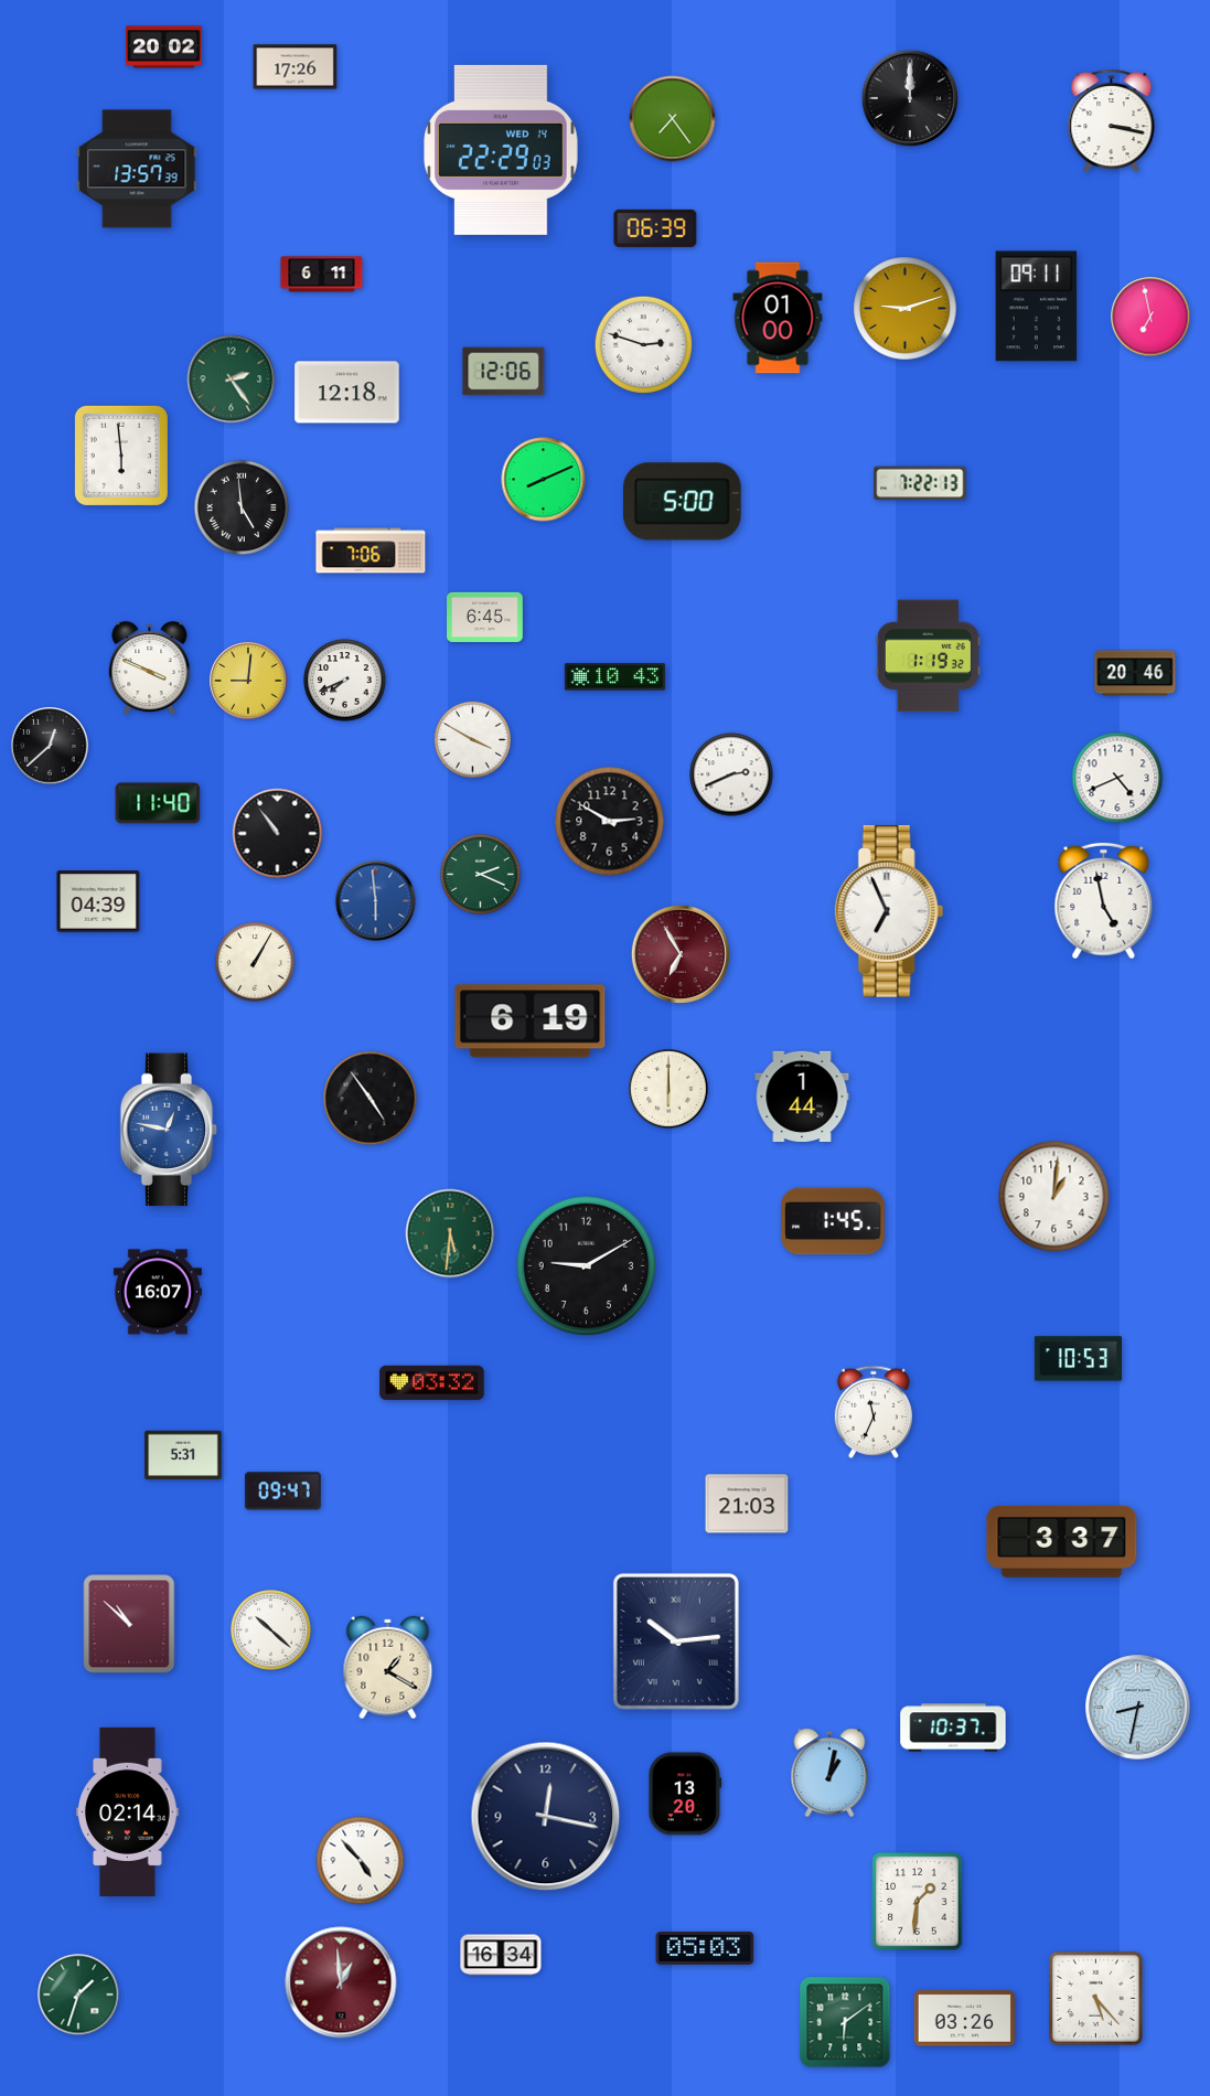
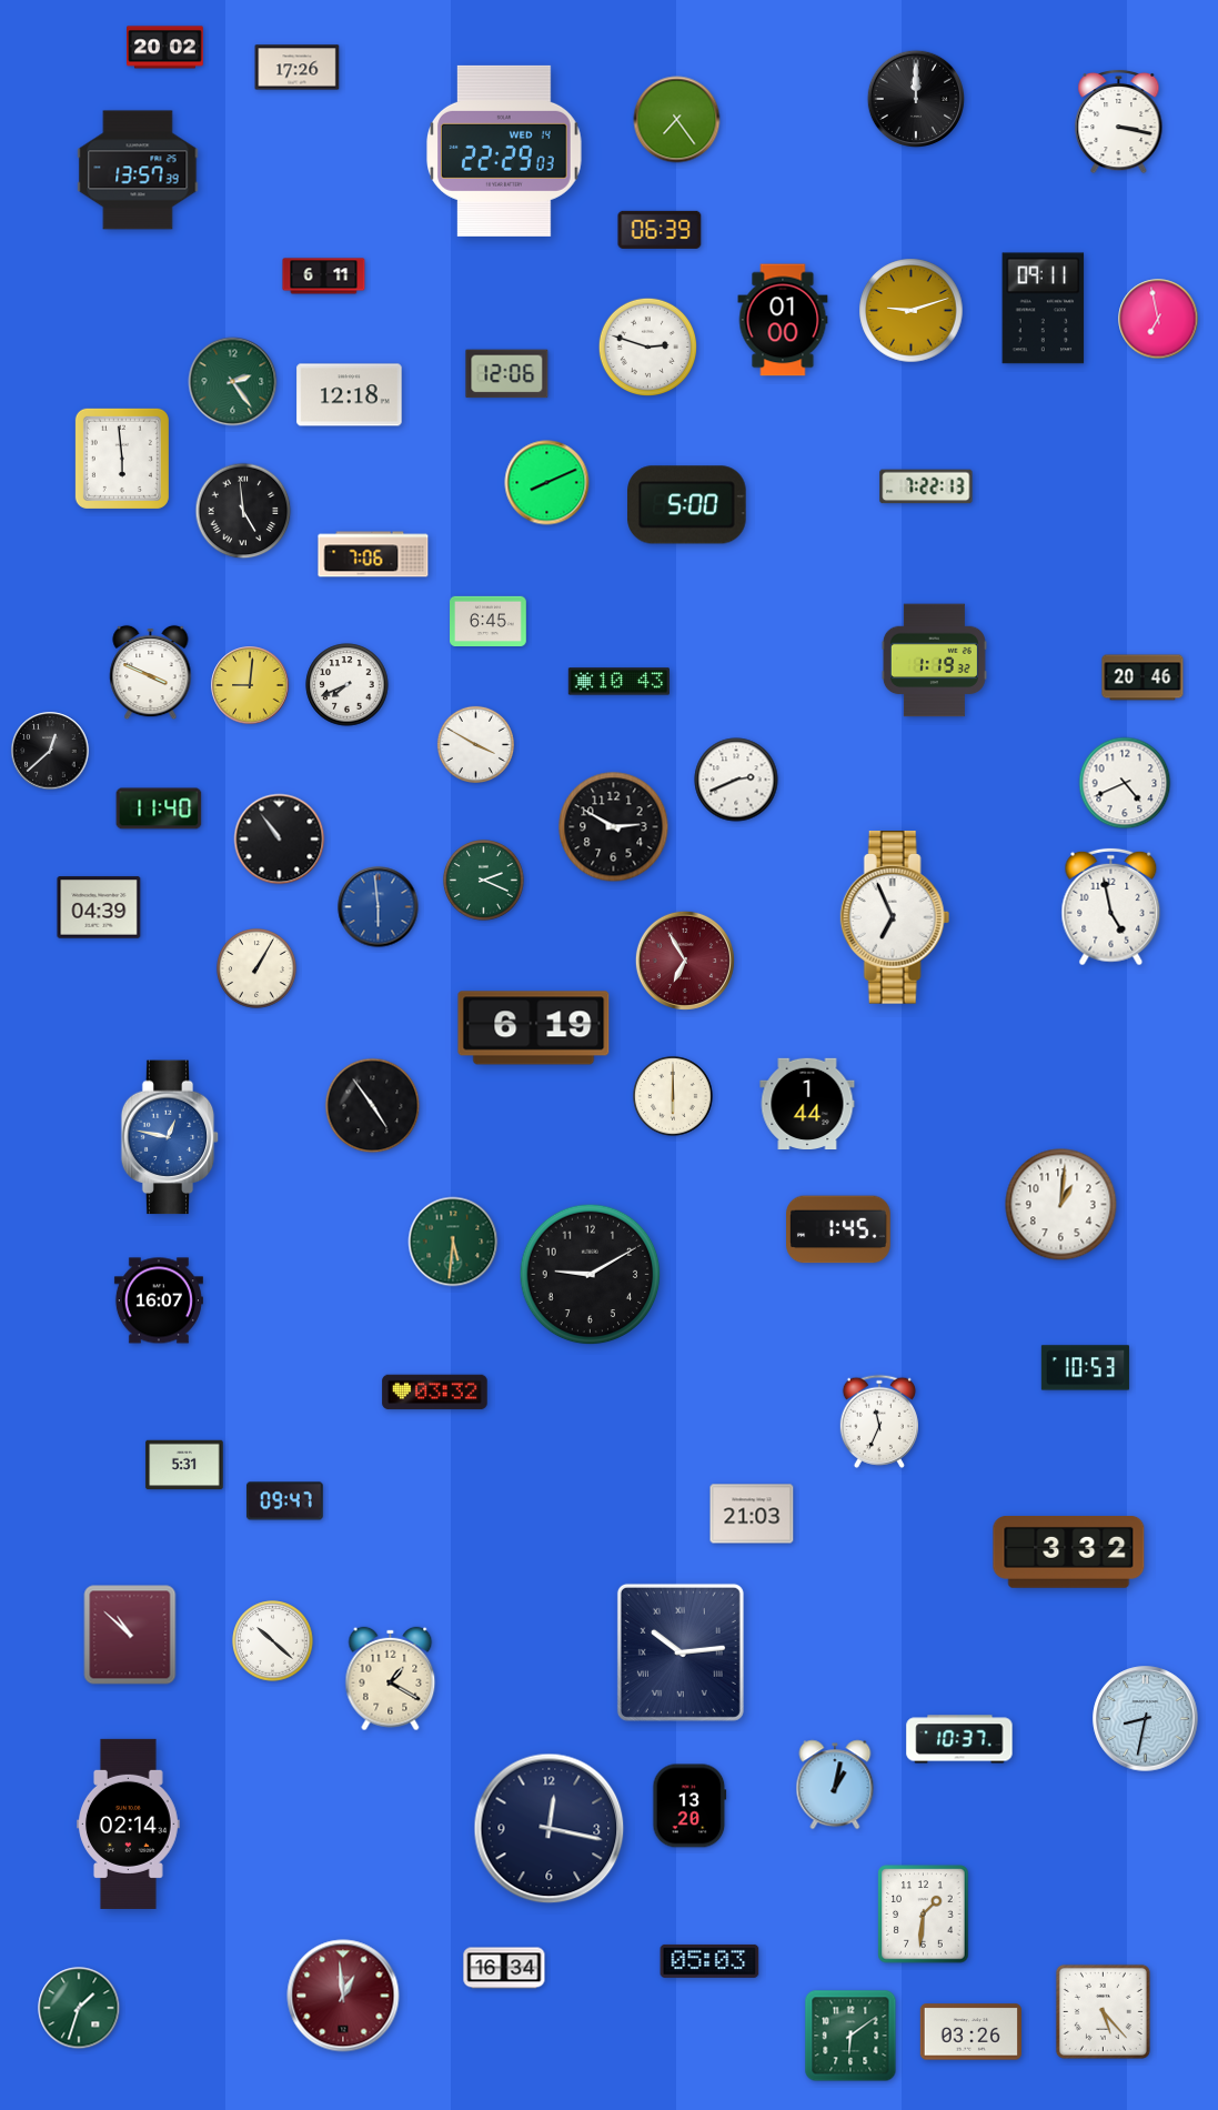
clock at (1062, 1542): 3:37 -> 3:32
clock at (361, 1861): 4:53 -> none
